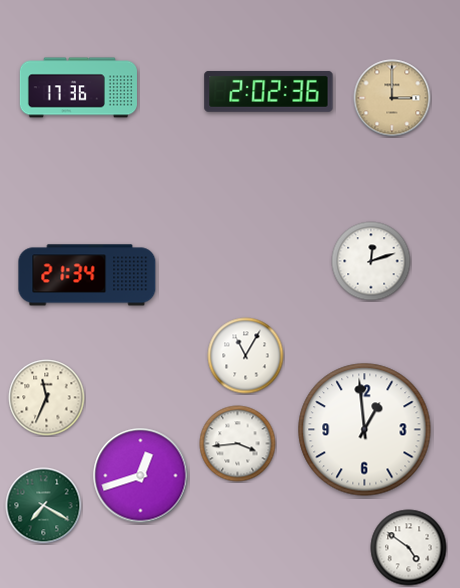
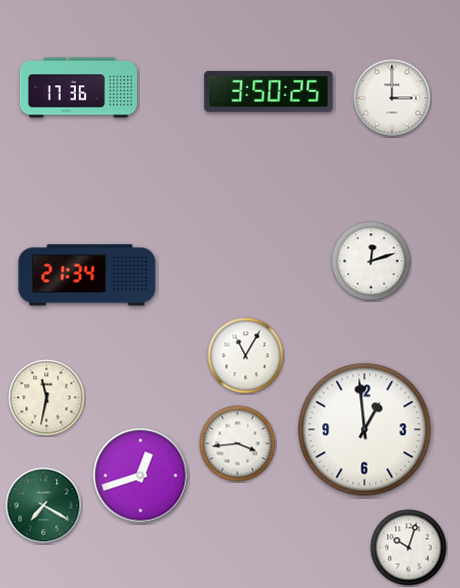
clock at (269, 92): 2:02 -> 3:50
clock at (392, 98) dial: champagne -> white
clock at (47, 398): 11:34 -> 11:32
clock at (409, 548): 4:51 -> 10:03
